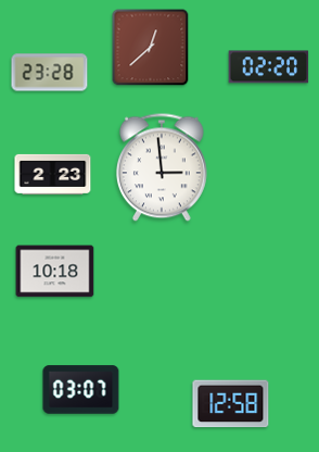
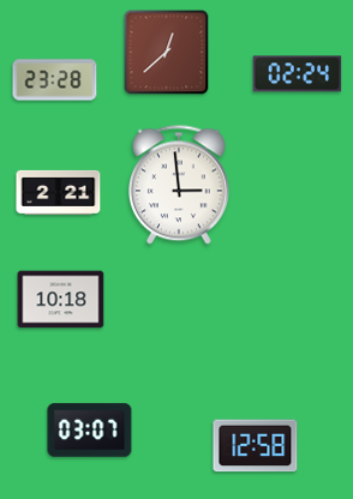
clock at (269, 67): 02:20 -> 02:24
clock at (53, 174): 2:23 -> 2:21
